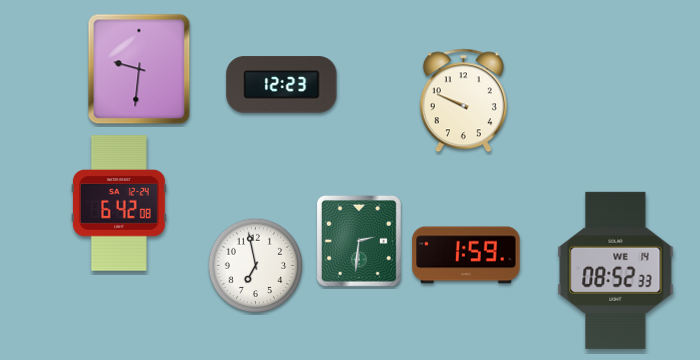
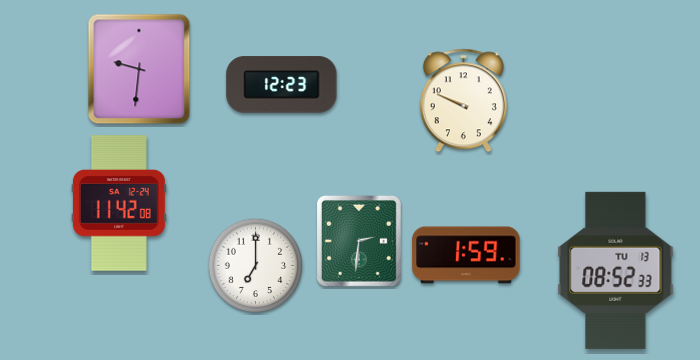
clock at (119, 203): 6:42 -> 11:42
clock at (256, 266): 6:58 -> 7:00
clock at (616, 270) date: WE 14 -> TU 13
